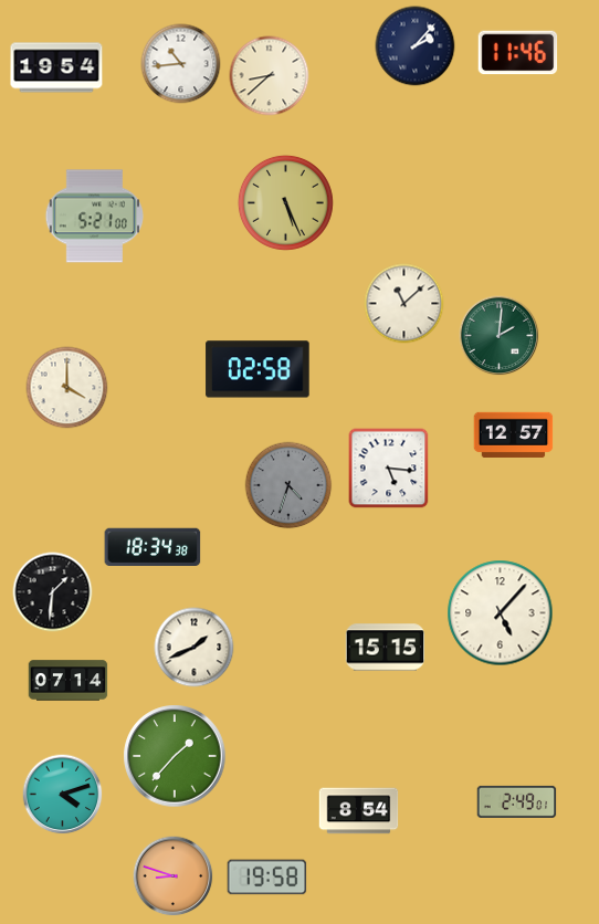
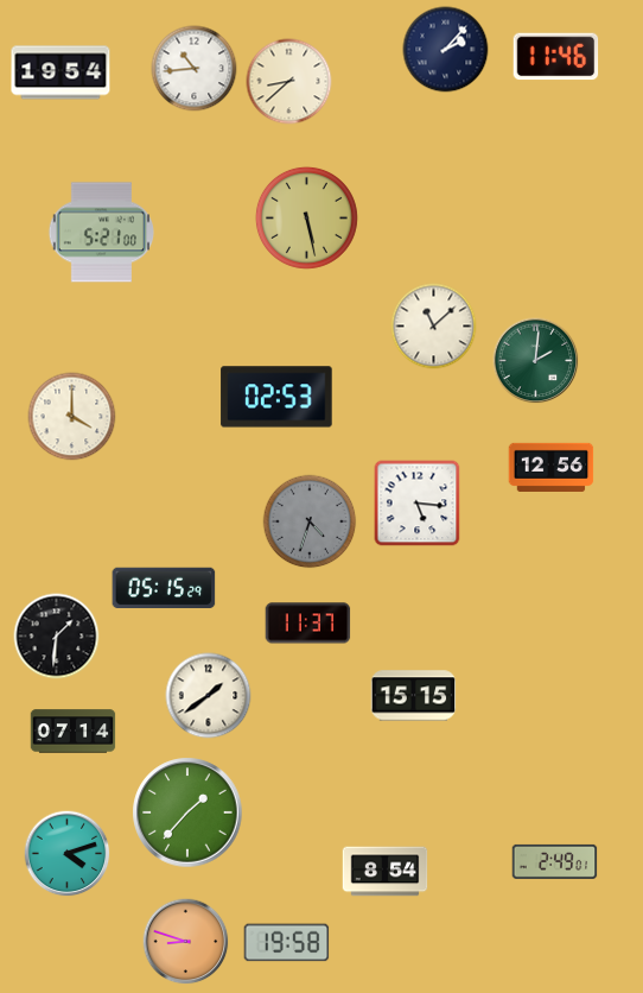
clock at (285, 202): 5:26 -> 5:28
clock at (258, 369): 02:58 -> 02:53
clock at (514, 434): 12:57 -> 12:56
clock at (153, 546): 18:34 -> 05:15
clock at (308, 624): none -> 11:37
clock at (501, 613): 5:07 -> none
clock at (195, 648): 1:41 -> 1:39
